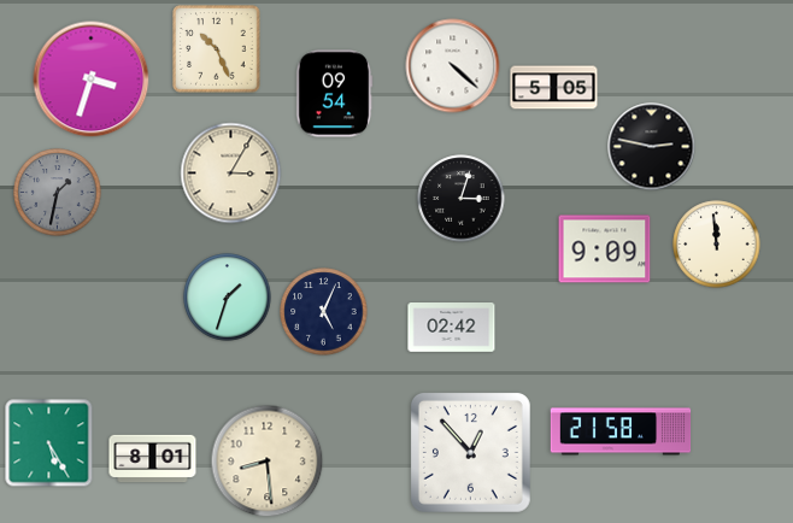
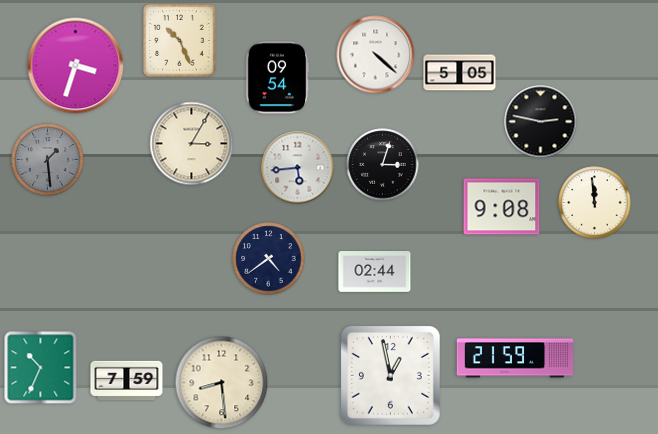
clock at (58, 193): 1:32 -> 1:29
clock at (298, 168): none -> 5:44
clock at (605, 249): 9:09 -> 9:08
clock at (228, 298): 1:33 -> none
clock at (324, 312): 5:04 -> 4:39
clock at (452, 328): 02:42 -> 02:44
clock at (621, 431): 21:58 -> 21:59
clock at (49, 443): 5:25 -> 10:34
clock at (470, 452): 12:53 -> 12:58
clock at (153, 459): 8:01 -> 7:59
